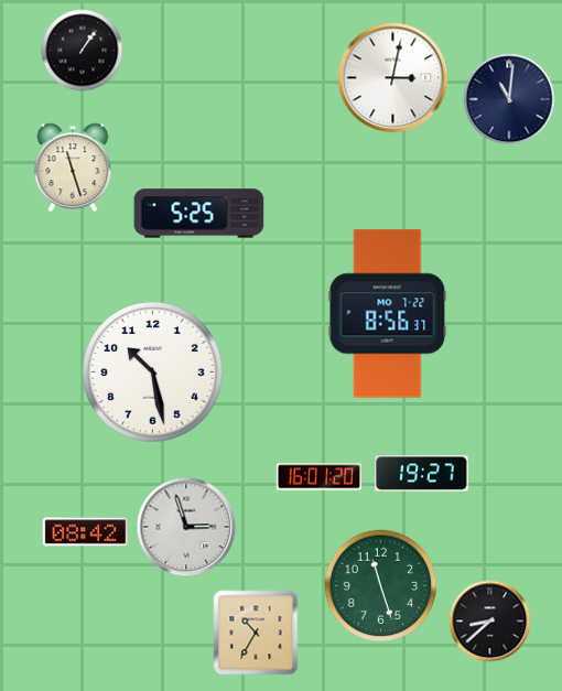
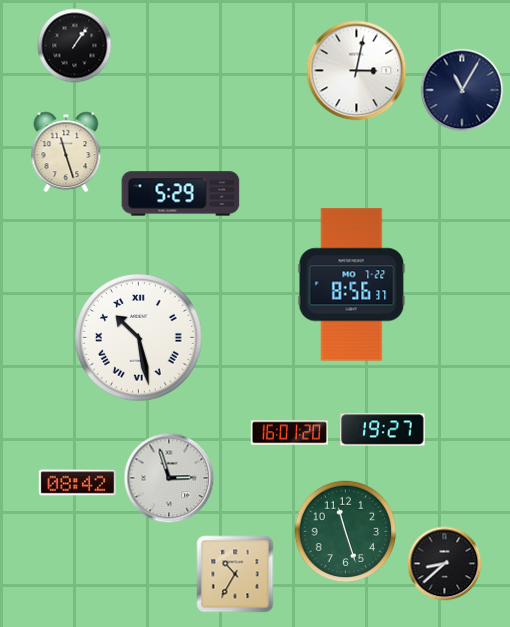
clock at (509, 99): 11:01 -> 11:05
clock at (199, 214): 5:25 -> 5:29
clock at (153, 373) numerals: Arabic -> Roman
clock at (256, 633) position: (256, 633) -> (235, 574)
